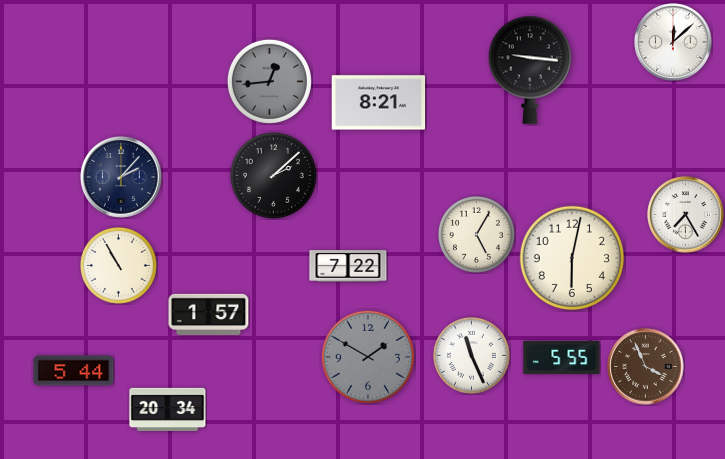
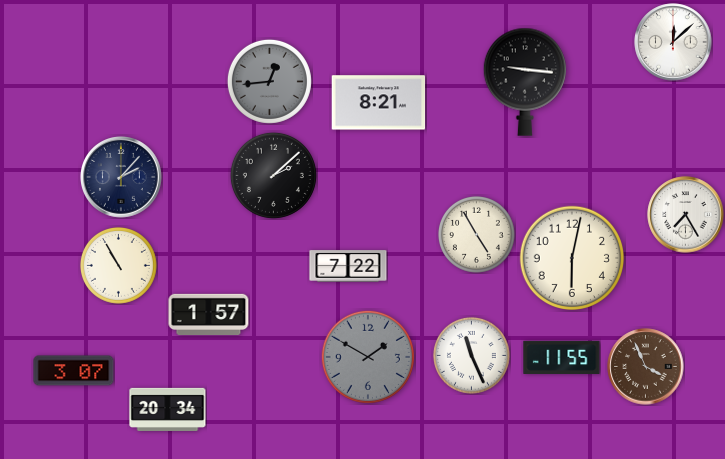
clock at (529, 70) position: (529, 70) -> (524, 82)
clock at (476, 234): 5:05 -> 4:55
clock at (562, 357): 5:55 -> 11:55
clock at (74, 371): 5:44 -> 3:07
